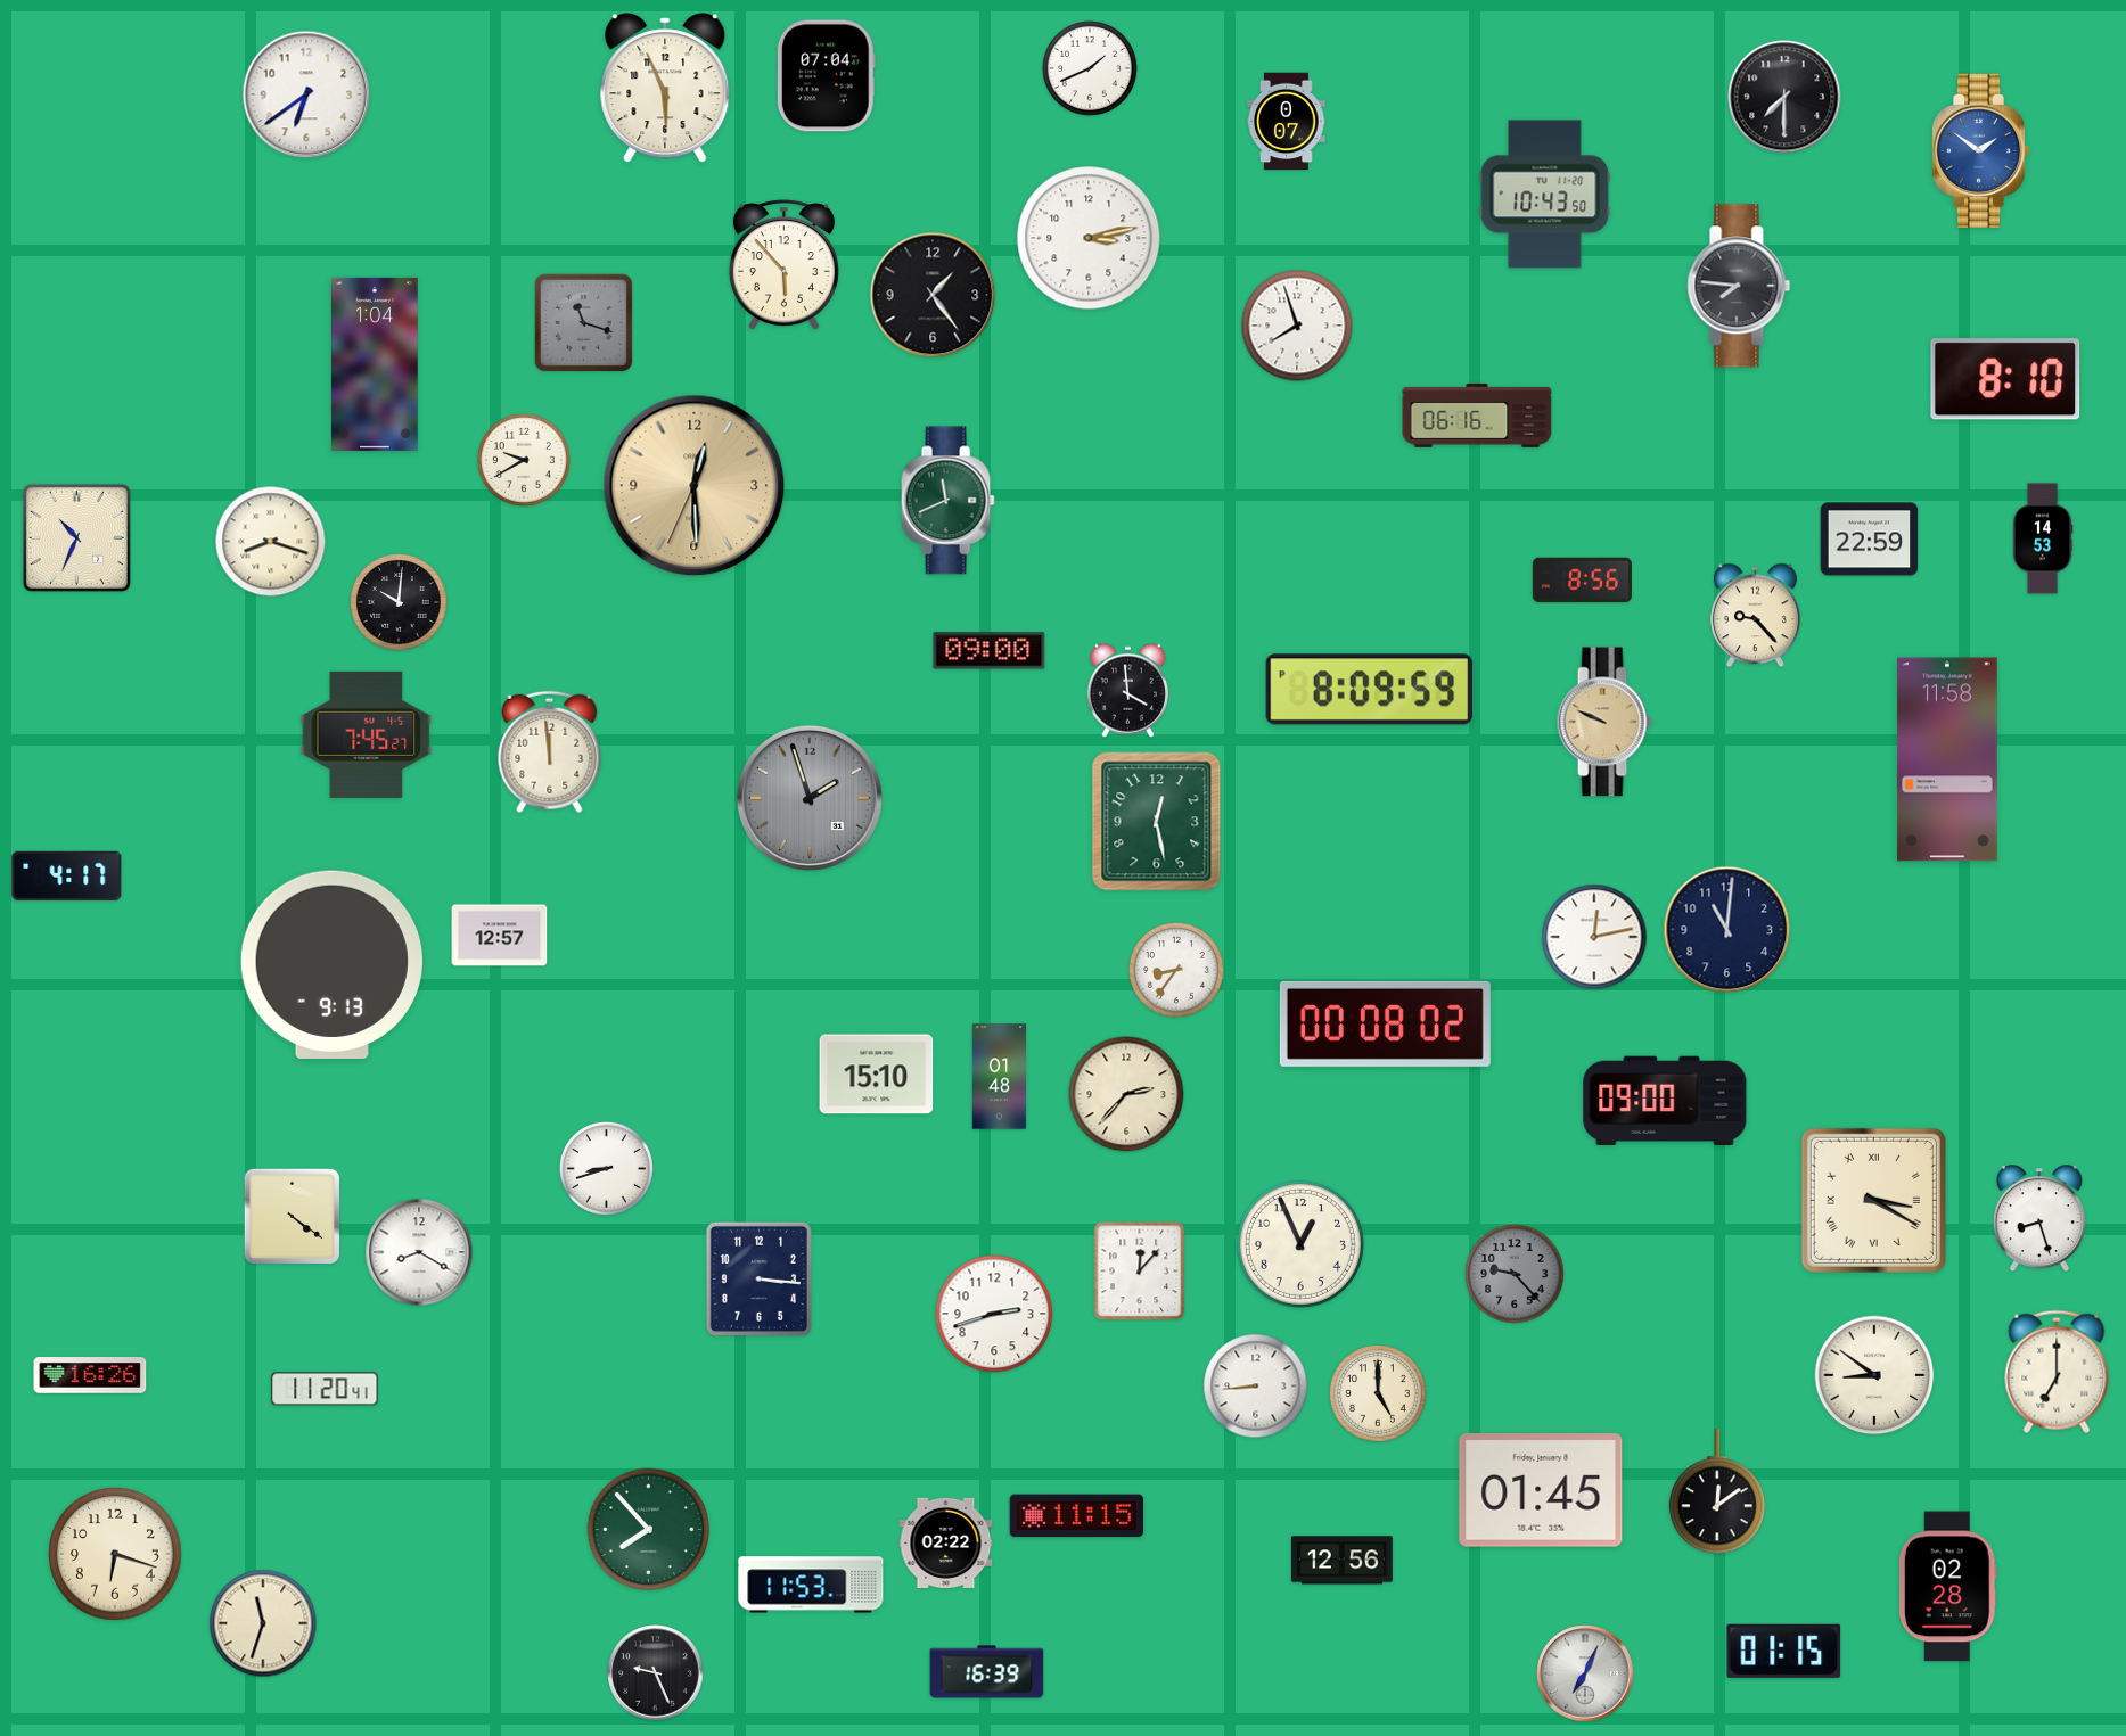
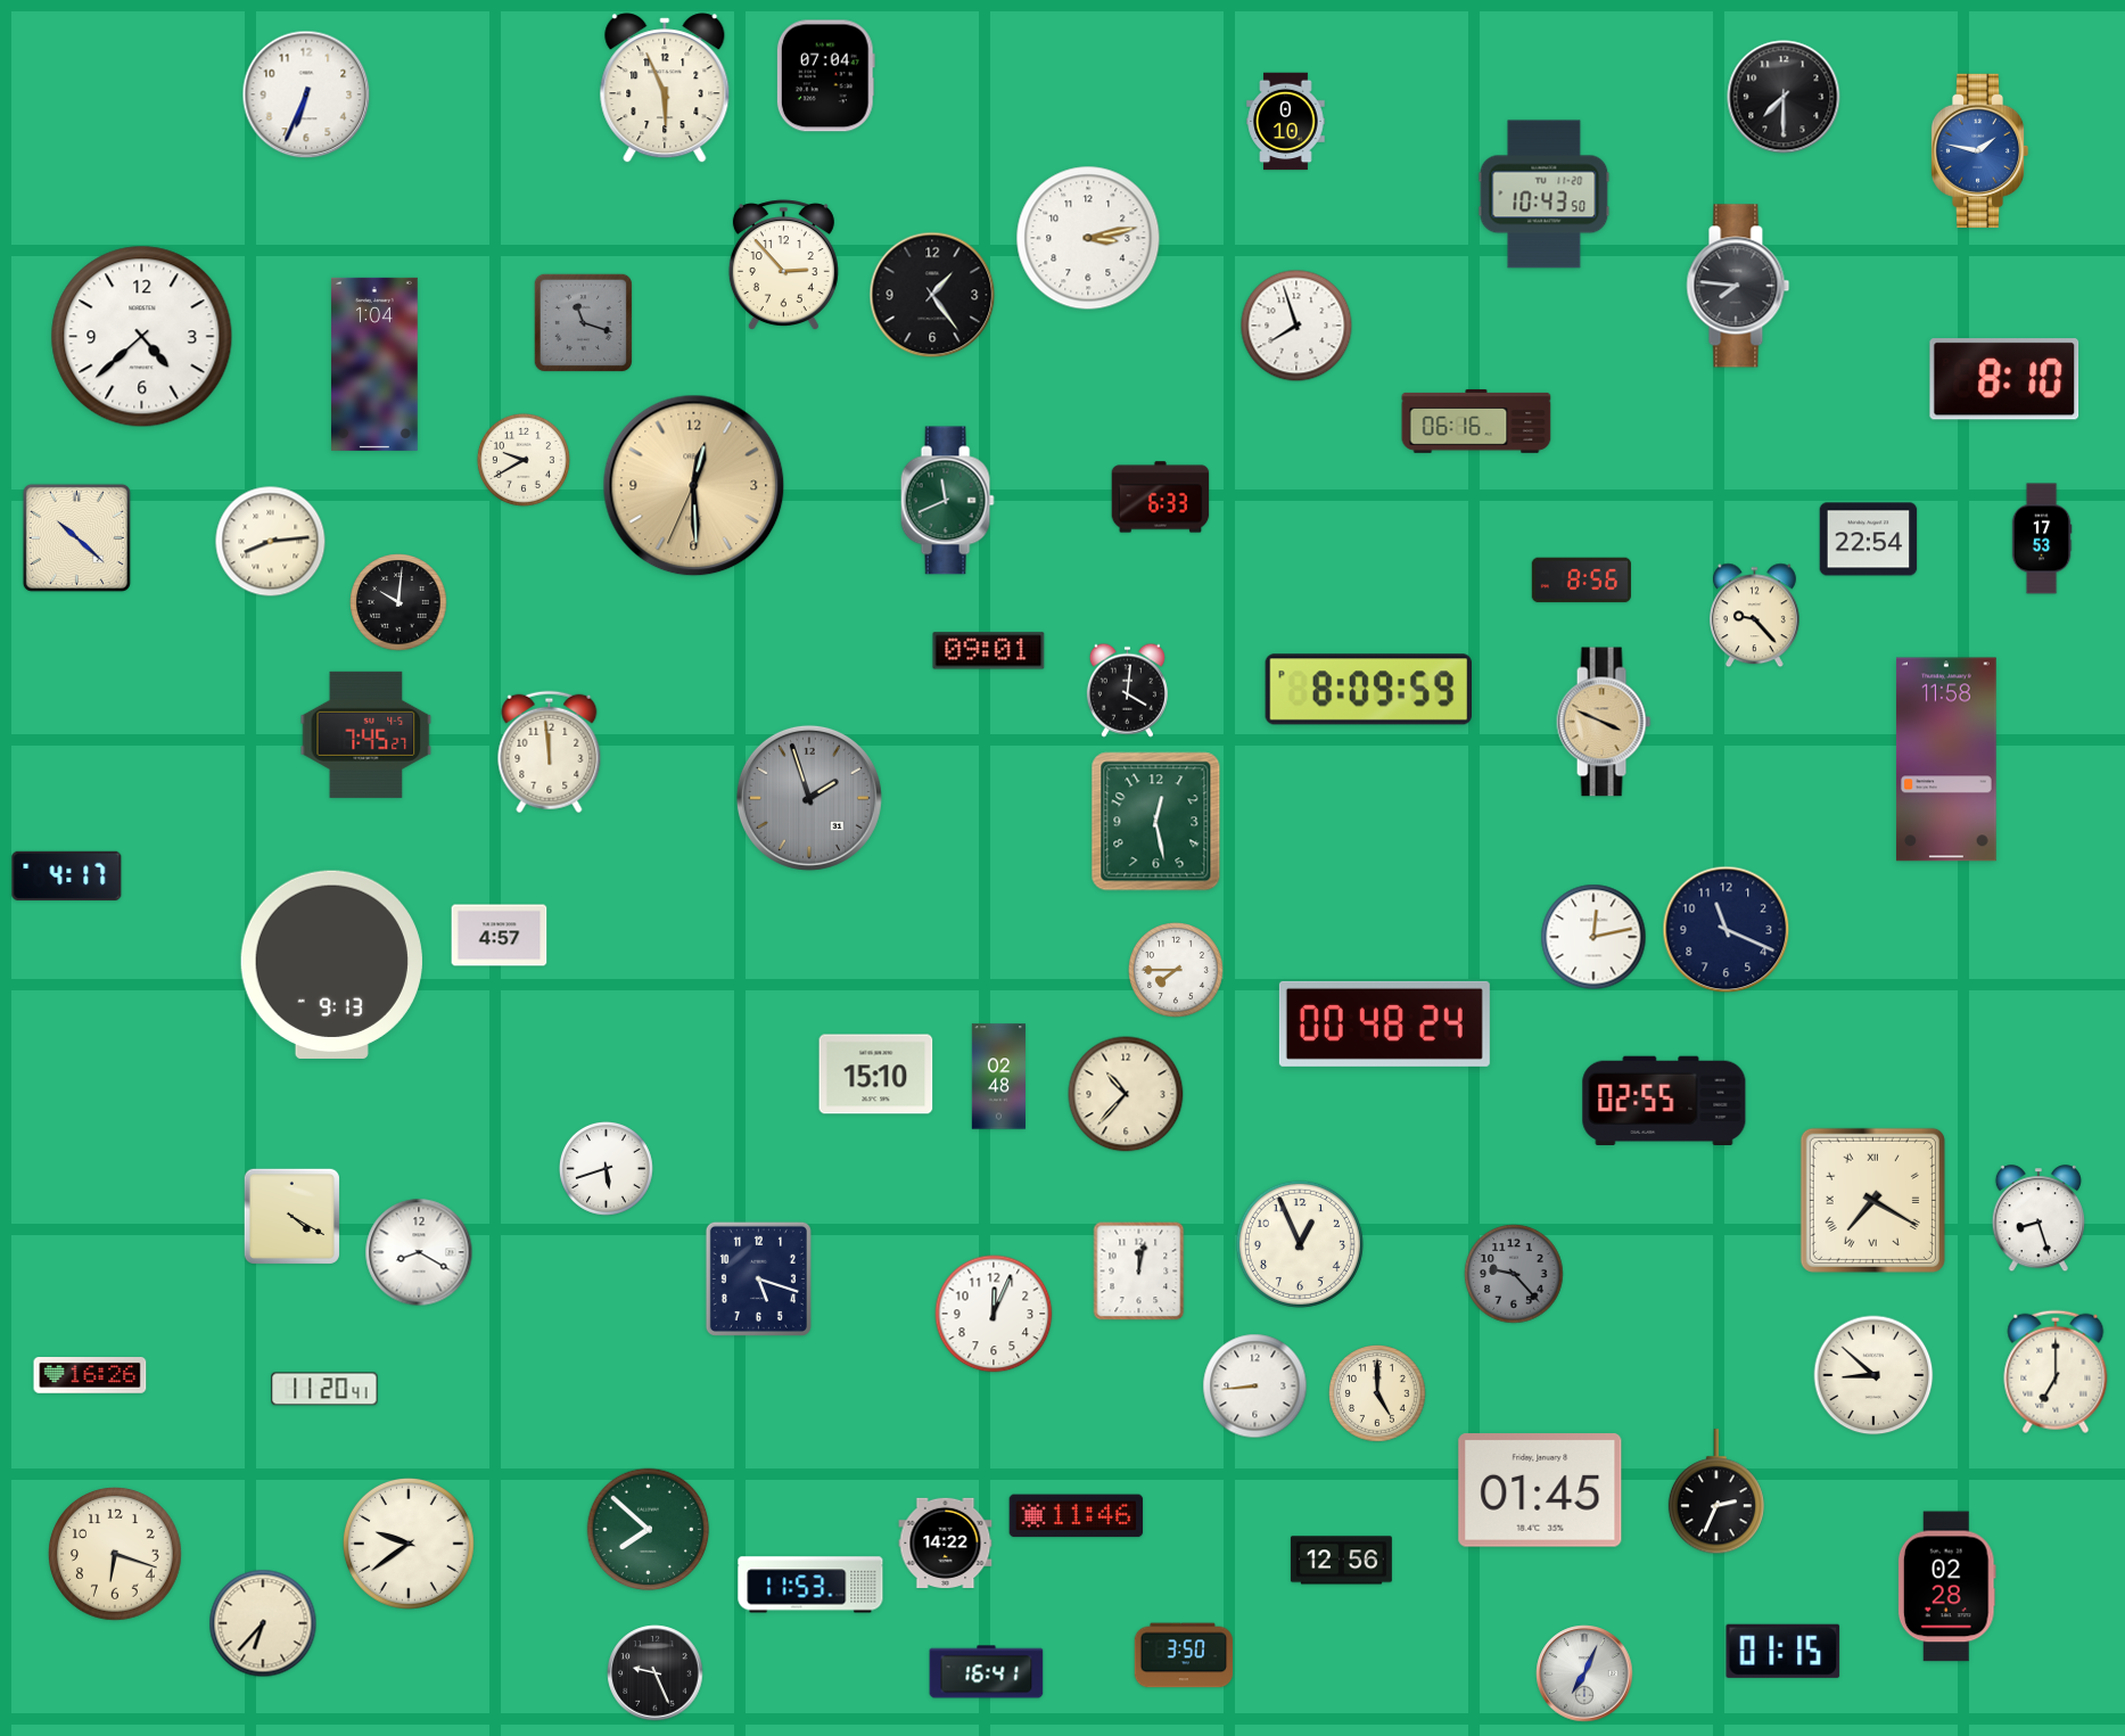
clock at (1091, 69): 1:41 -> none
clock at (306, 94): 6:39 -> 6:34
clock at (1287, 122): 0:07 -> 0:10
clock at (1980, 150): 1:51 -> 1:47
clock at (783, 264): 5:53 -> 2:53
clock at (142, 337): none -> 4:38
clock at (1477, 416) position: (1477, 416) -> (1476, 421)
clock at (1161, 497): none -> 6:33
clock at (76, 537): 10:34 -> 10:22
clock at (2043, 538): 14:53 -> 17:53
clock at (1870, 540): 22:59 -> 22:54
clock at (271, 542): 8:18 -> 8:14
clock at (990, 651): 09:00 -> 09:01
clock at (1127, 690): 3:59 -> 4:01
clock at (1604, 722): 9:49 -> 3:49
clock at (1727, 930): 11:01 -> 11:19
clock at (500, 936): 12:57 -> 4:57
clock at (1177, 971): 8:36 -> 7:45
clock at (1385, 1023): 00:08 -> 00:48
clock at (999, 1077): 01:48 -> 02:48
clock at (1126, 1094): 2:37 -> 10:37
clock at (1665, 1101): 09:00 -> 02:55
clock at (606, 1168): 8:42 -> 5:42
clock at (1873, 1200): 3:20 -> 7:20
clock at (292, 1216): 4:21 -> 4:20
clock at (1140, 1272): 12:07 -> 12:02
clock at (758, 1278): 3:16 -> 5:18
clock at (994, 1314): 2:42 -> 12:04
clock at (1874, 1375): 8:51 -> 8:52
clock at (1717, 1492): 12:09 -> 2:34
clock at (1077, 1516): 11:15 -> 11:46
clock at (649, 1530): 7:53 -> 7:52
clock at (946, 1542): 02:22 -> 14:22
clock at (409, 1544): none -> 9:39
clock at (263, 1623): 11:33 -> 6:37
clock at (1184, 1655): none -> 3:50
clock at (987, 1672): 16:39 -> 16:41
